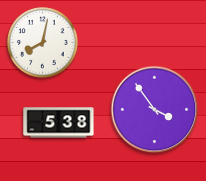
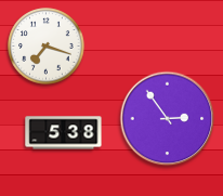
clock at (43, 43): 8:02 -> 7:18
clock at (155, 110): 3:54 -> 2:54
